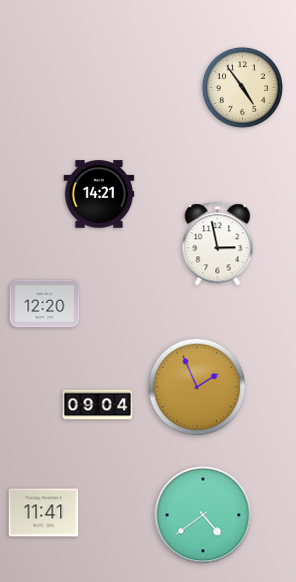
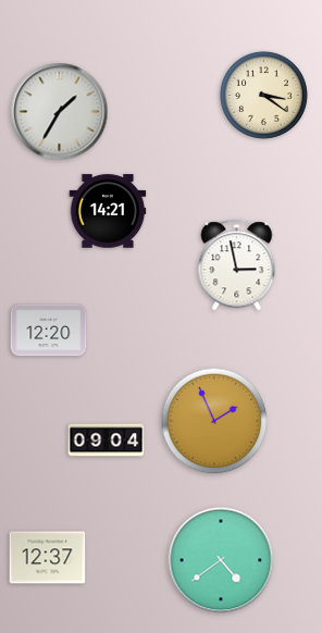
clock at (242, 87): 4:54 -> 3:21
clock at (60, 112): none -> 1:35
clock at (44, 513): 11:41 -> 12:37
